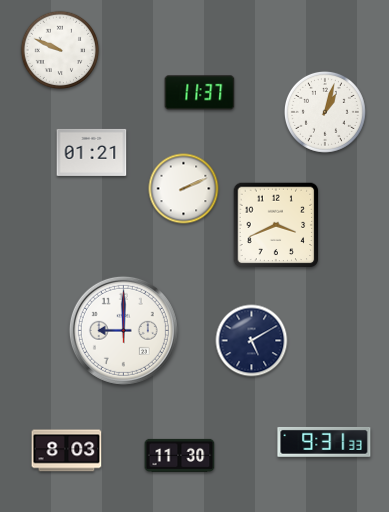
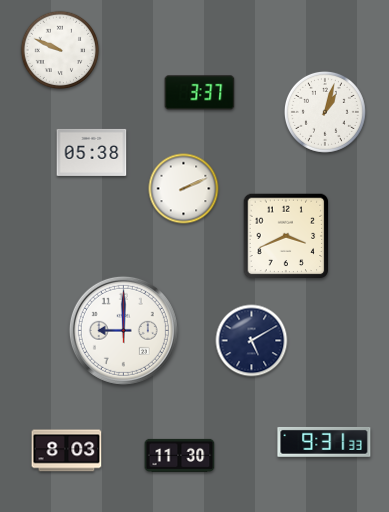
clock at (200, 93): 11:37 -> 3:37
clock at (92, 152): 01:21 -> 05:38
clock at (276, 225) position: (276, 225) -> (286, 236)
